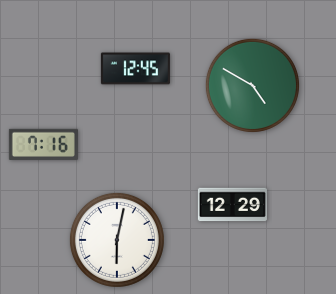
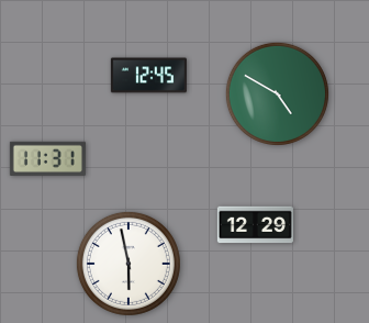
clock at (43, 144): 7:16 -> 11:31
clock at (117, 240): 6:02 -> 5:58
